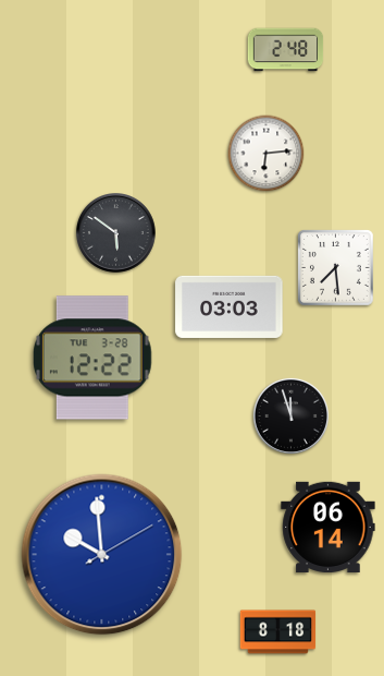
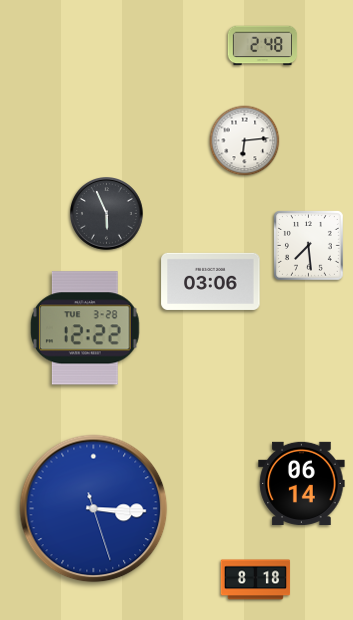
clock at (116, 233): 5:51 -> 5:56
clock at (230, 306): 03:03 -> 03:06
clock at (290, 415): 11:57 -> none
clock at (102, 555): 9:59 -> 3:15
